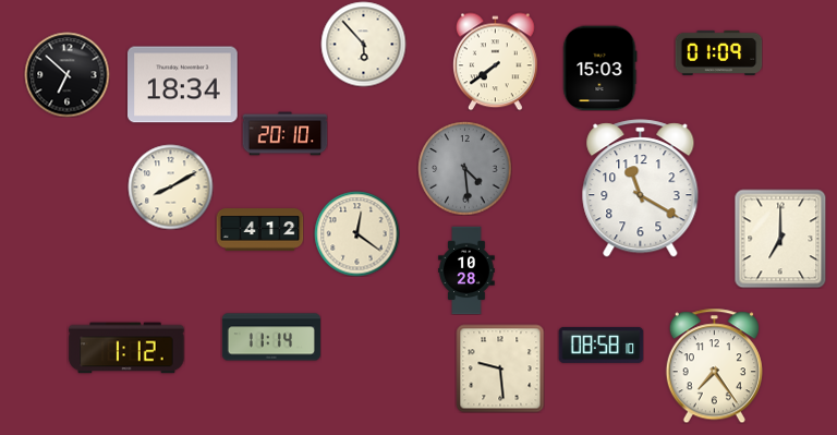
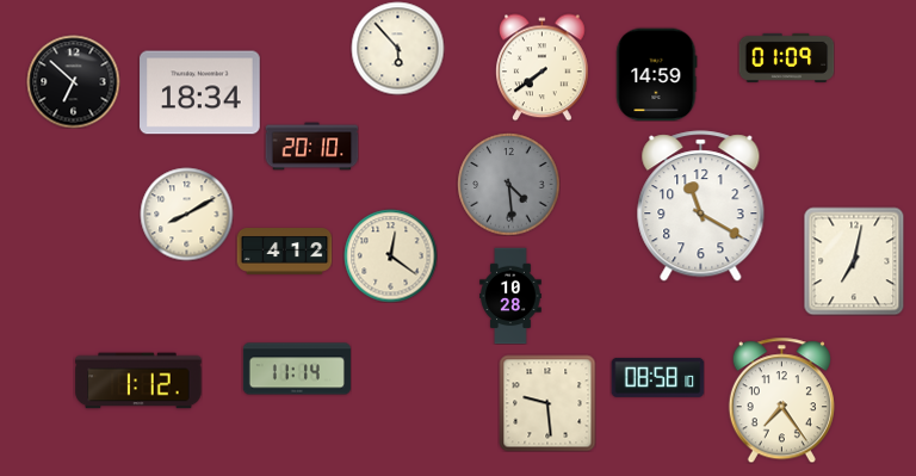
clock at (601, 68): 15:03 -> 14:59
clock at (170, 186) position: (170, 186) -> (186, 214)
clock at (780, 239): 7:00 -> 7:02
